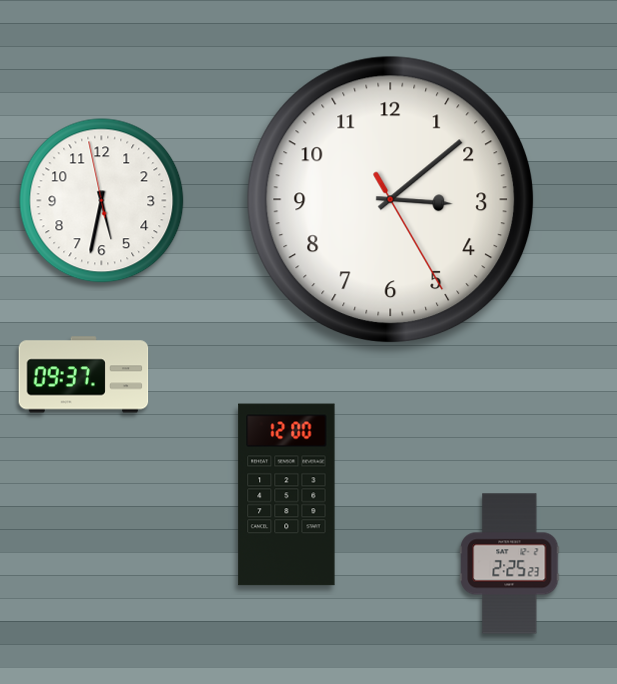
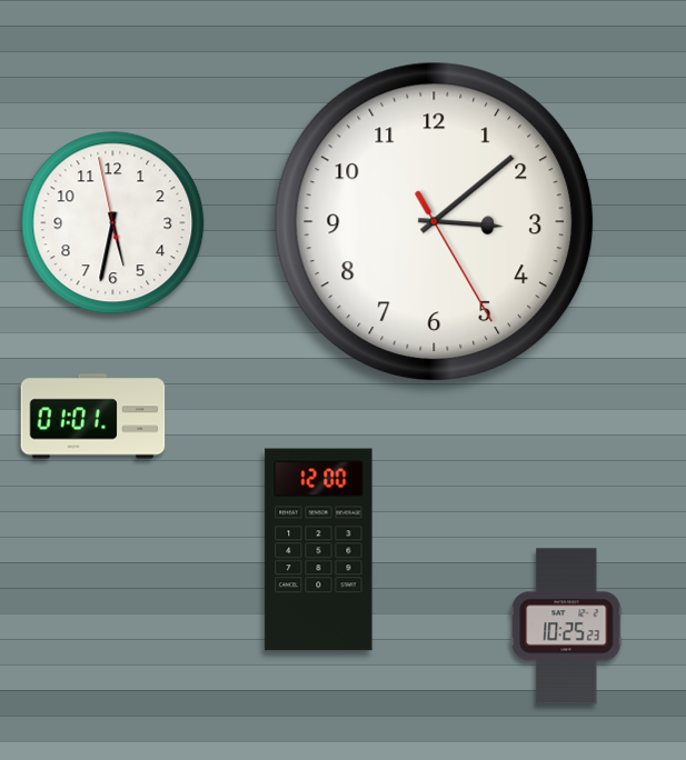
clock at (84, 375): 09:37 -> 01:01
clock at (510, 564): 2:25 -> 10:25
